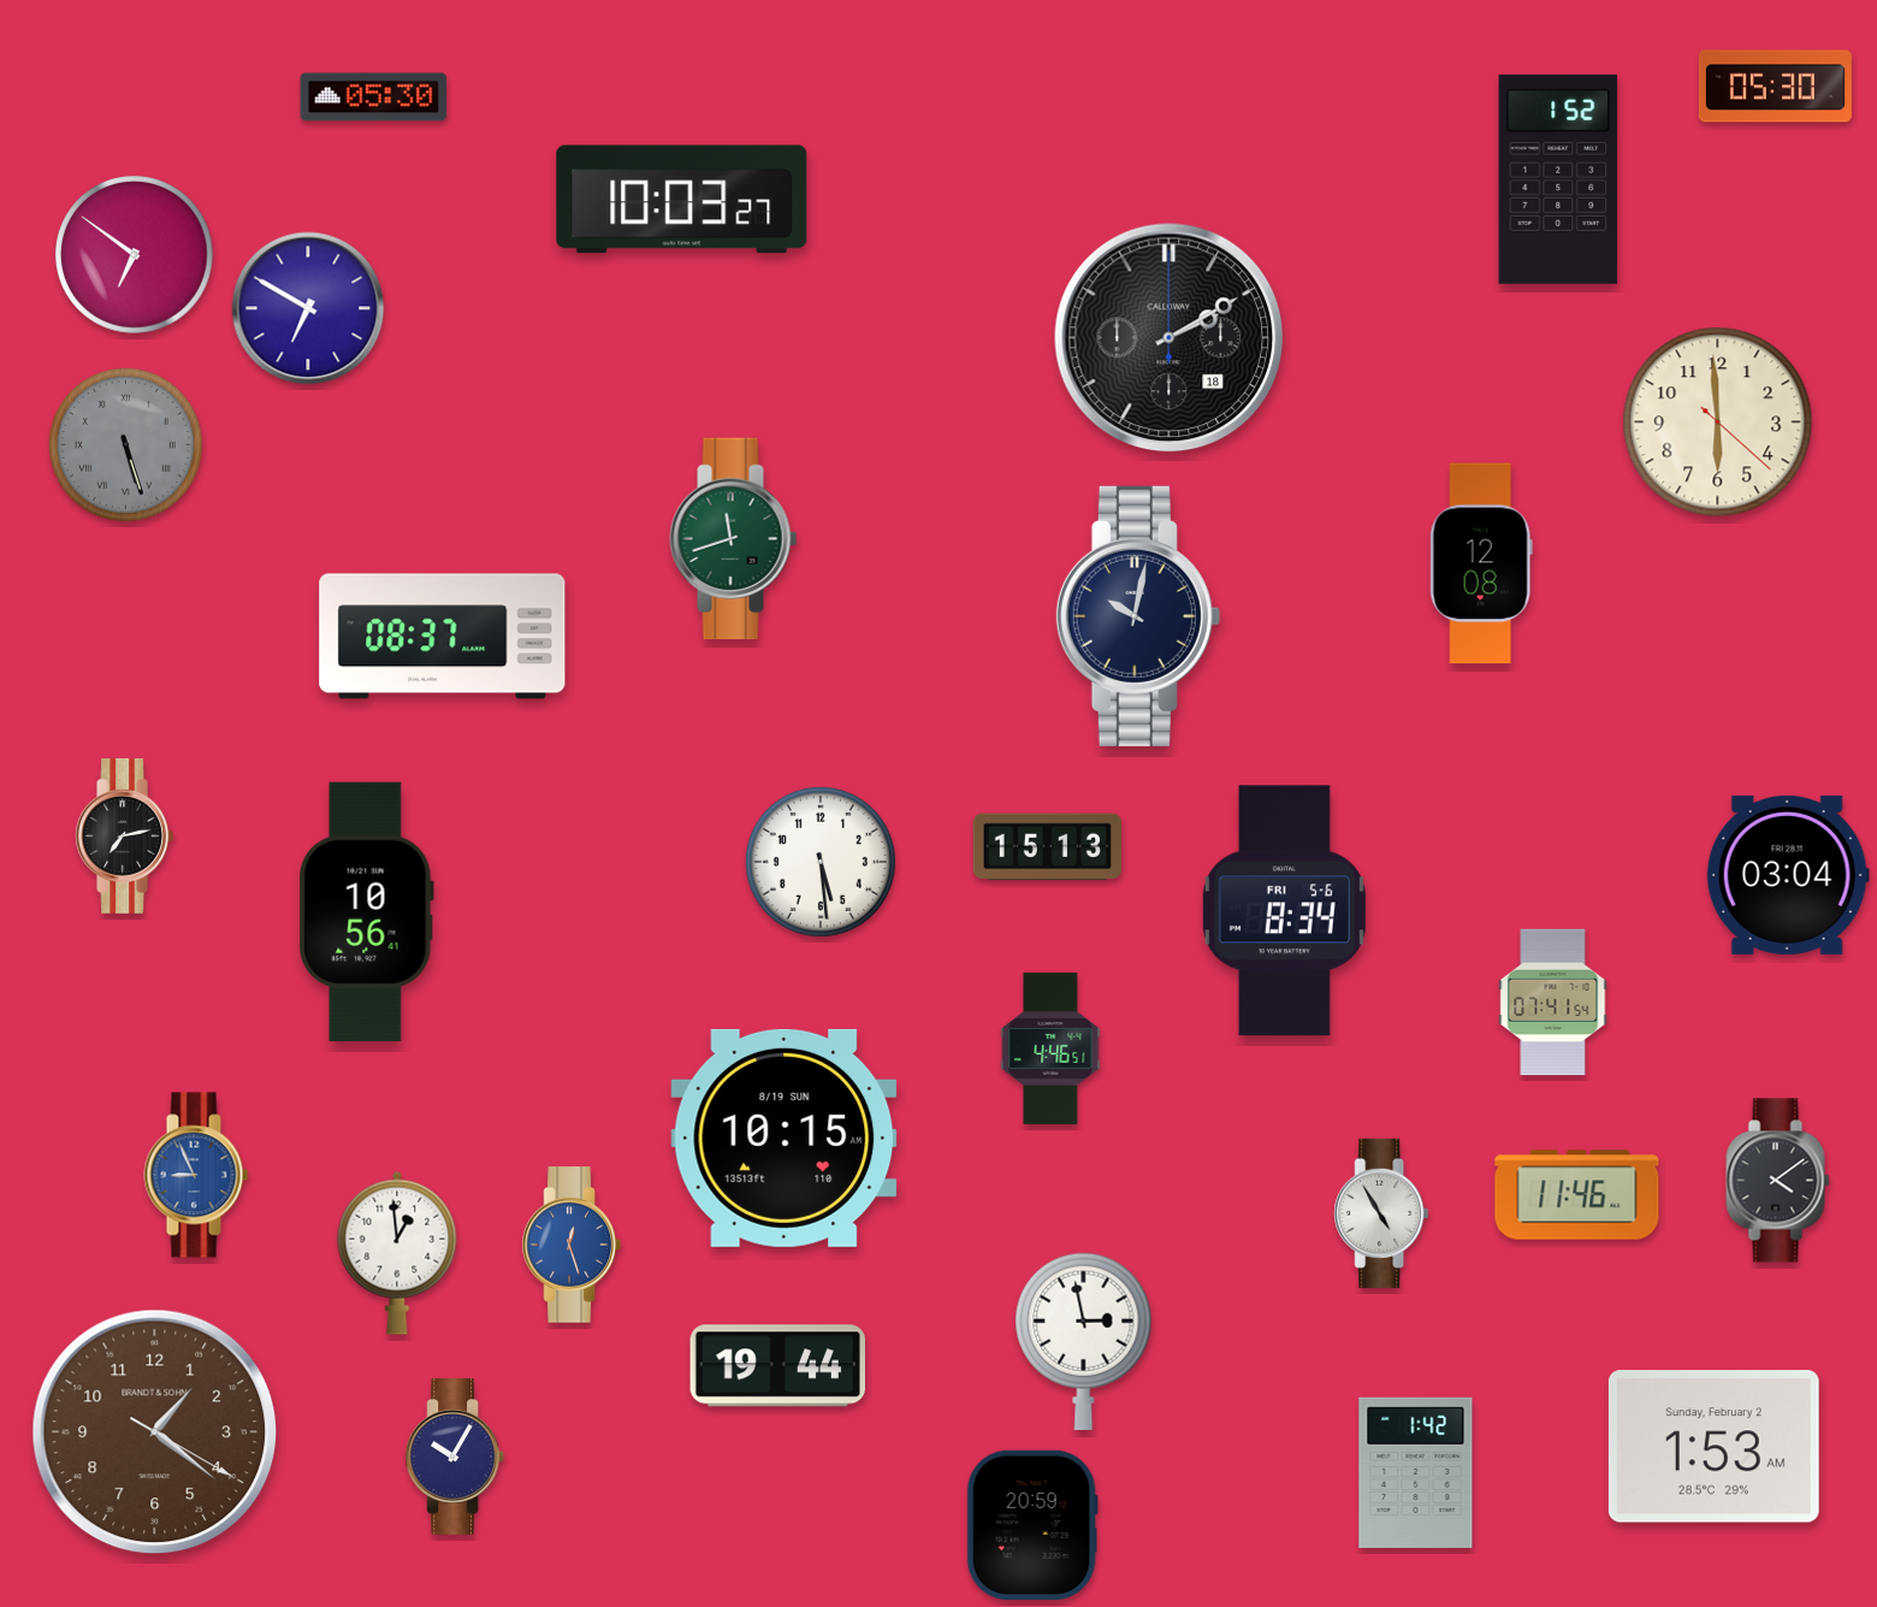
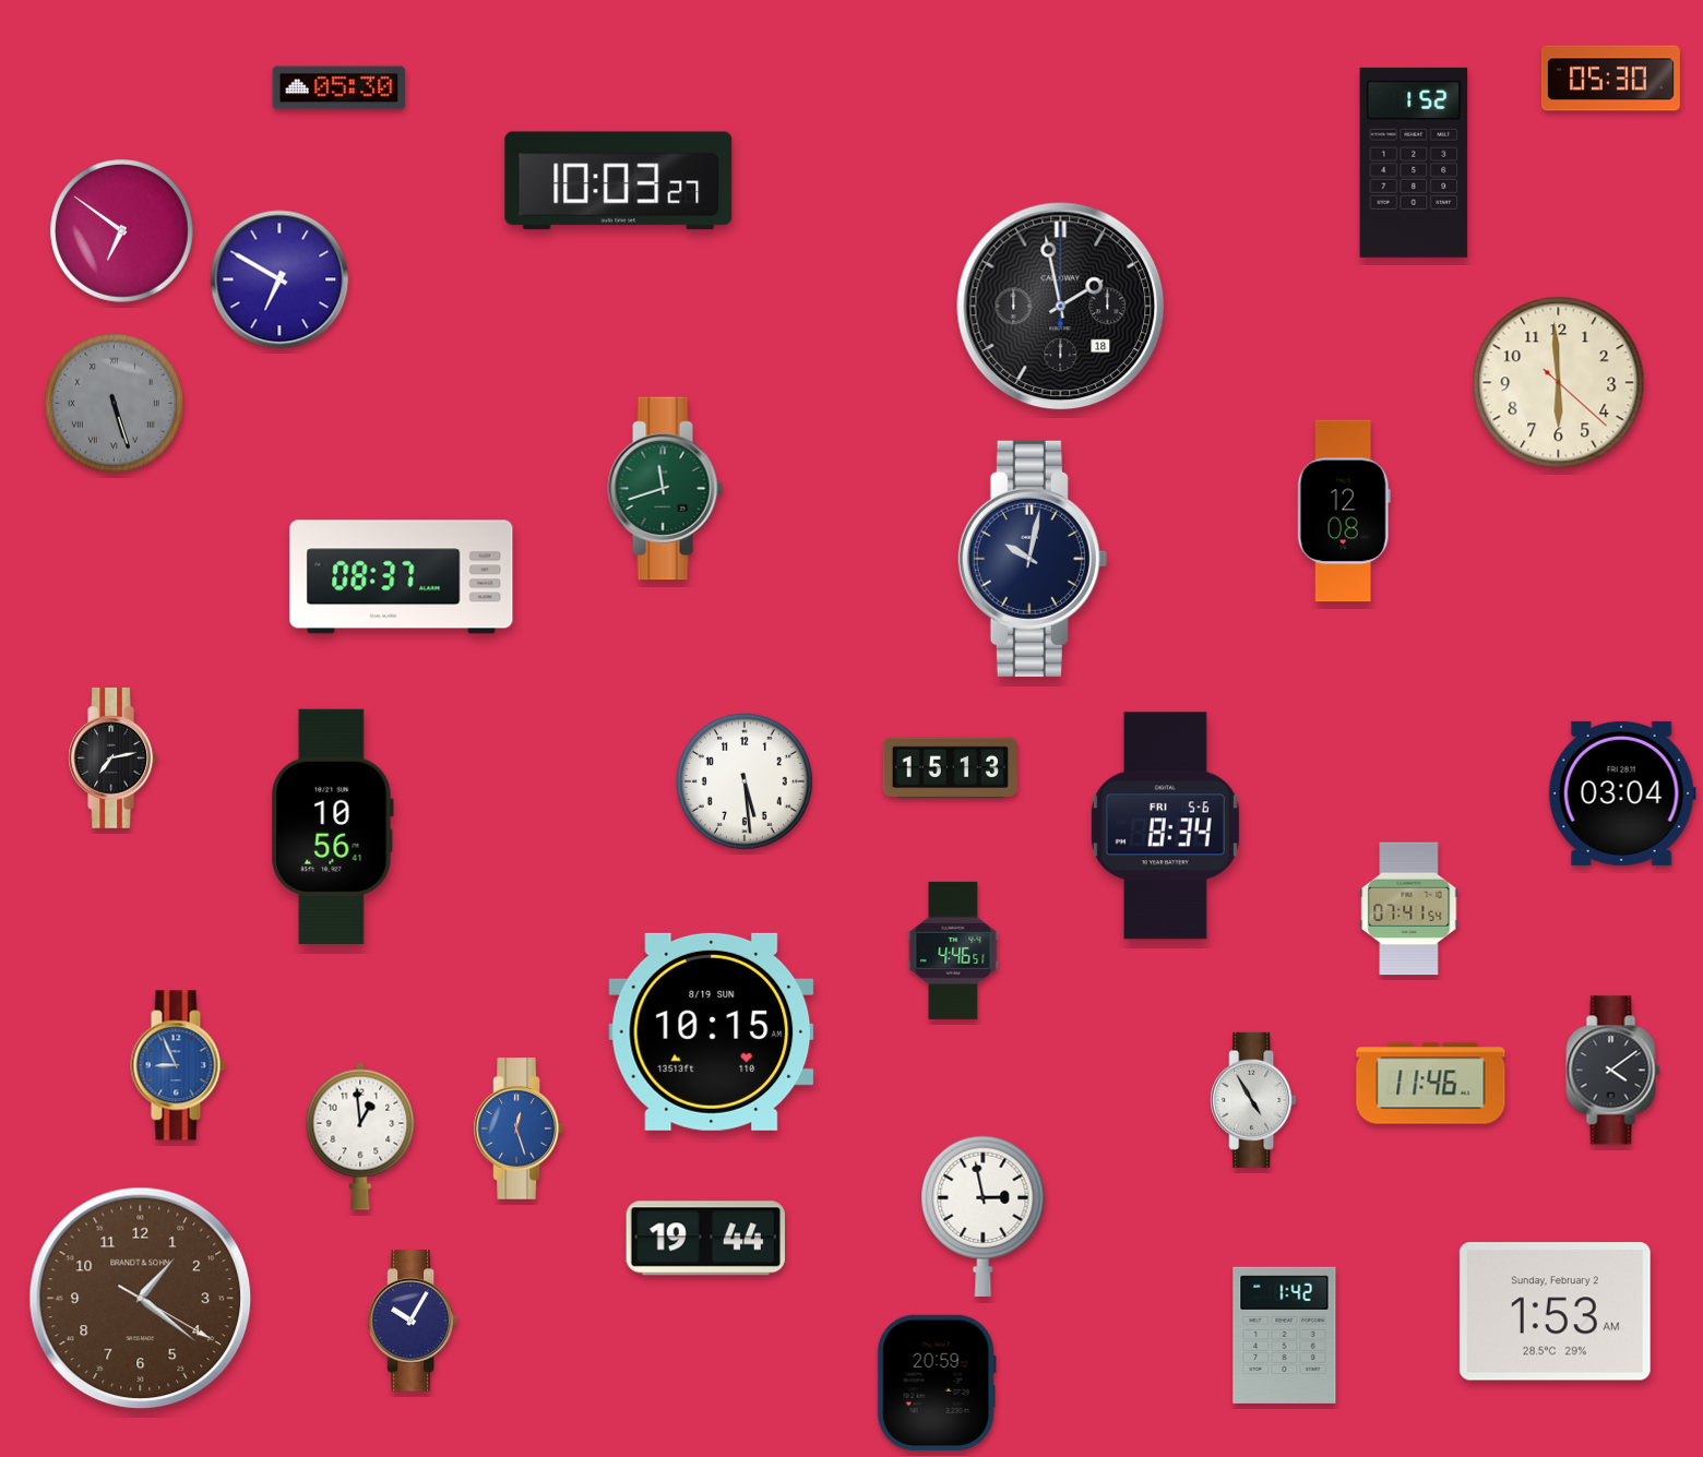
clock at (1170, 338): 2:10 -> 1:58
